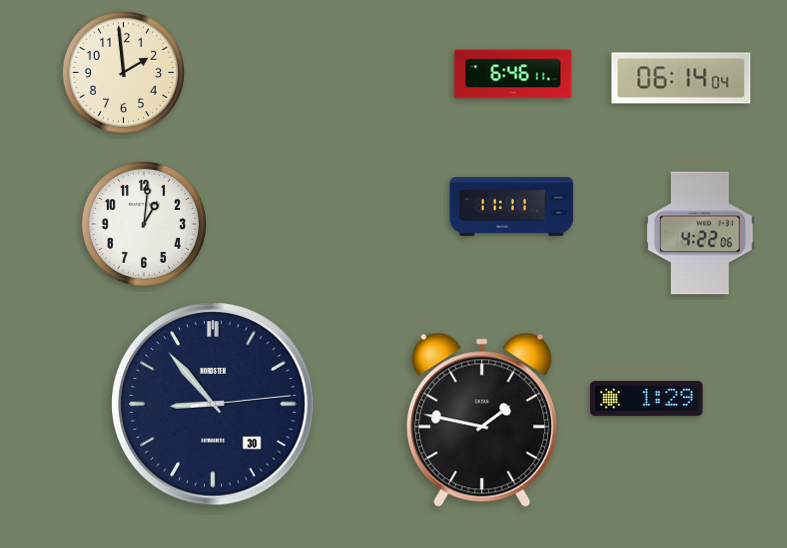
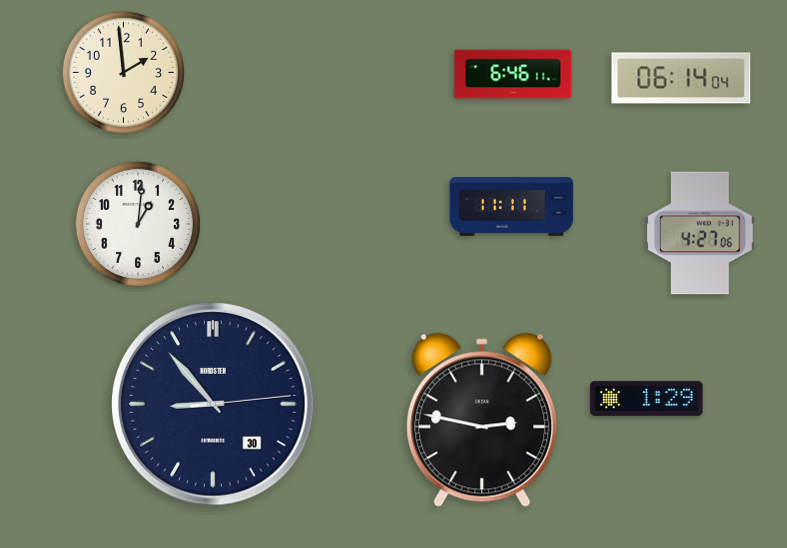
clock at (144, 224) position: (144, 224) -> (138, 224)
clock at (700, 233): 4:22 -> 4:27
clock at (482, 420): 1:47 -> 2:47
